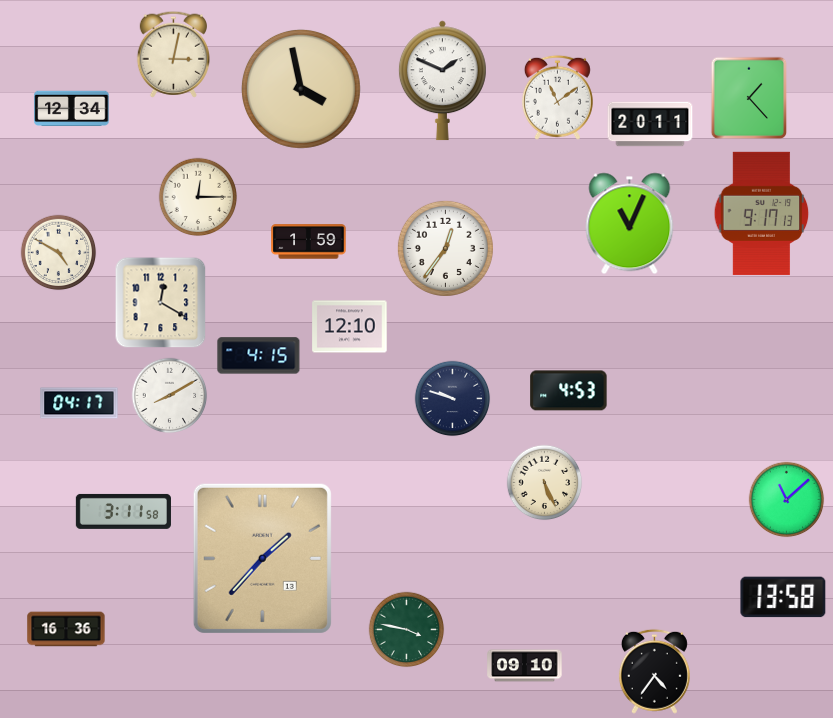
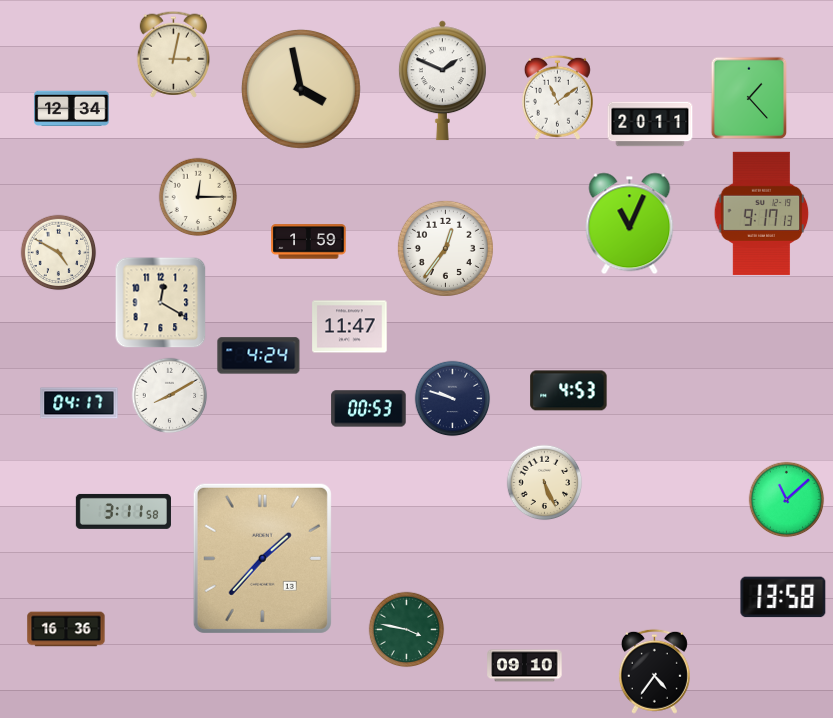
clock at (350, 327): 12:10 -> 11:47
clock at (259, 356): 4:15 -> 4:24
clock at (369, 409): none -> 00:53
